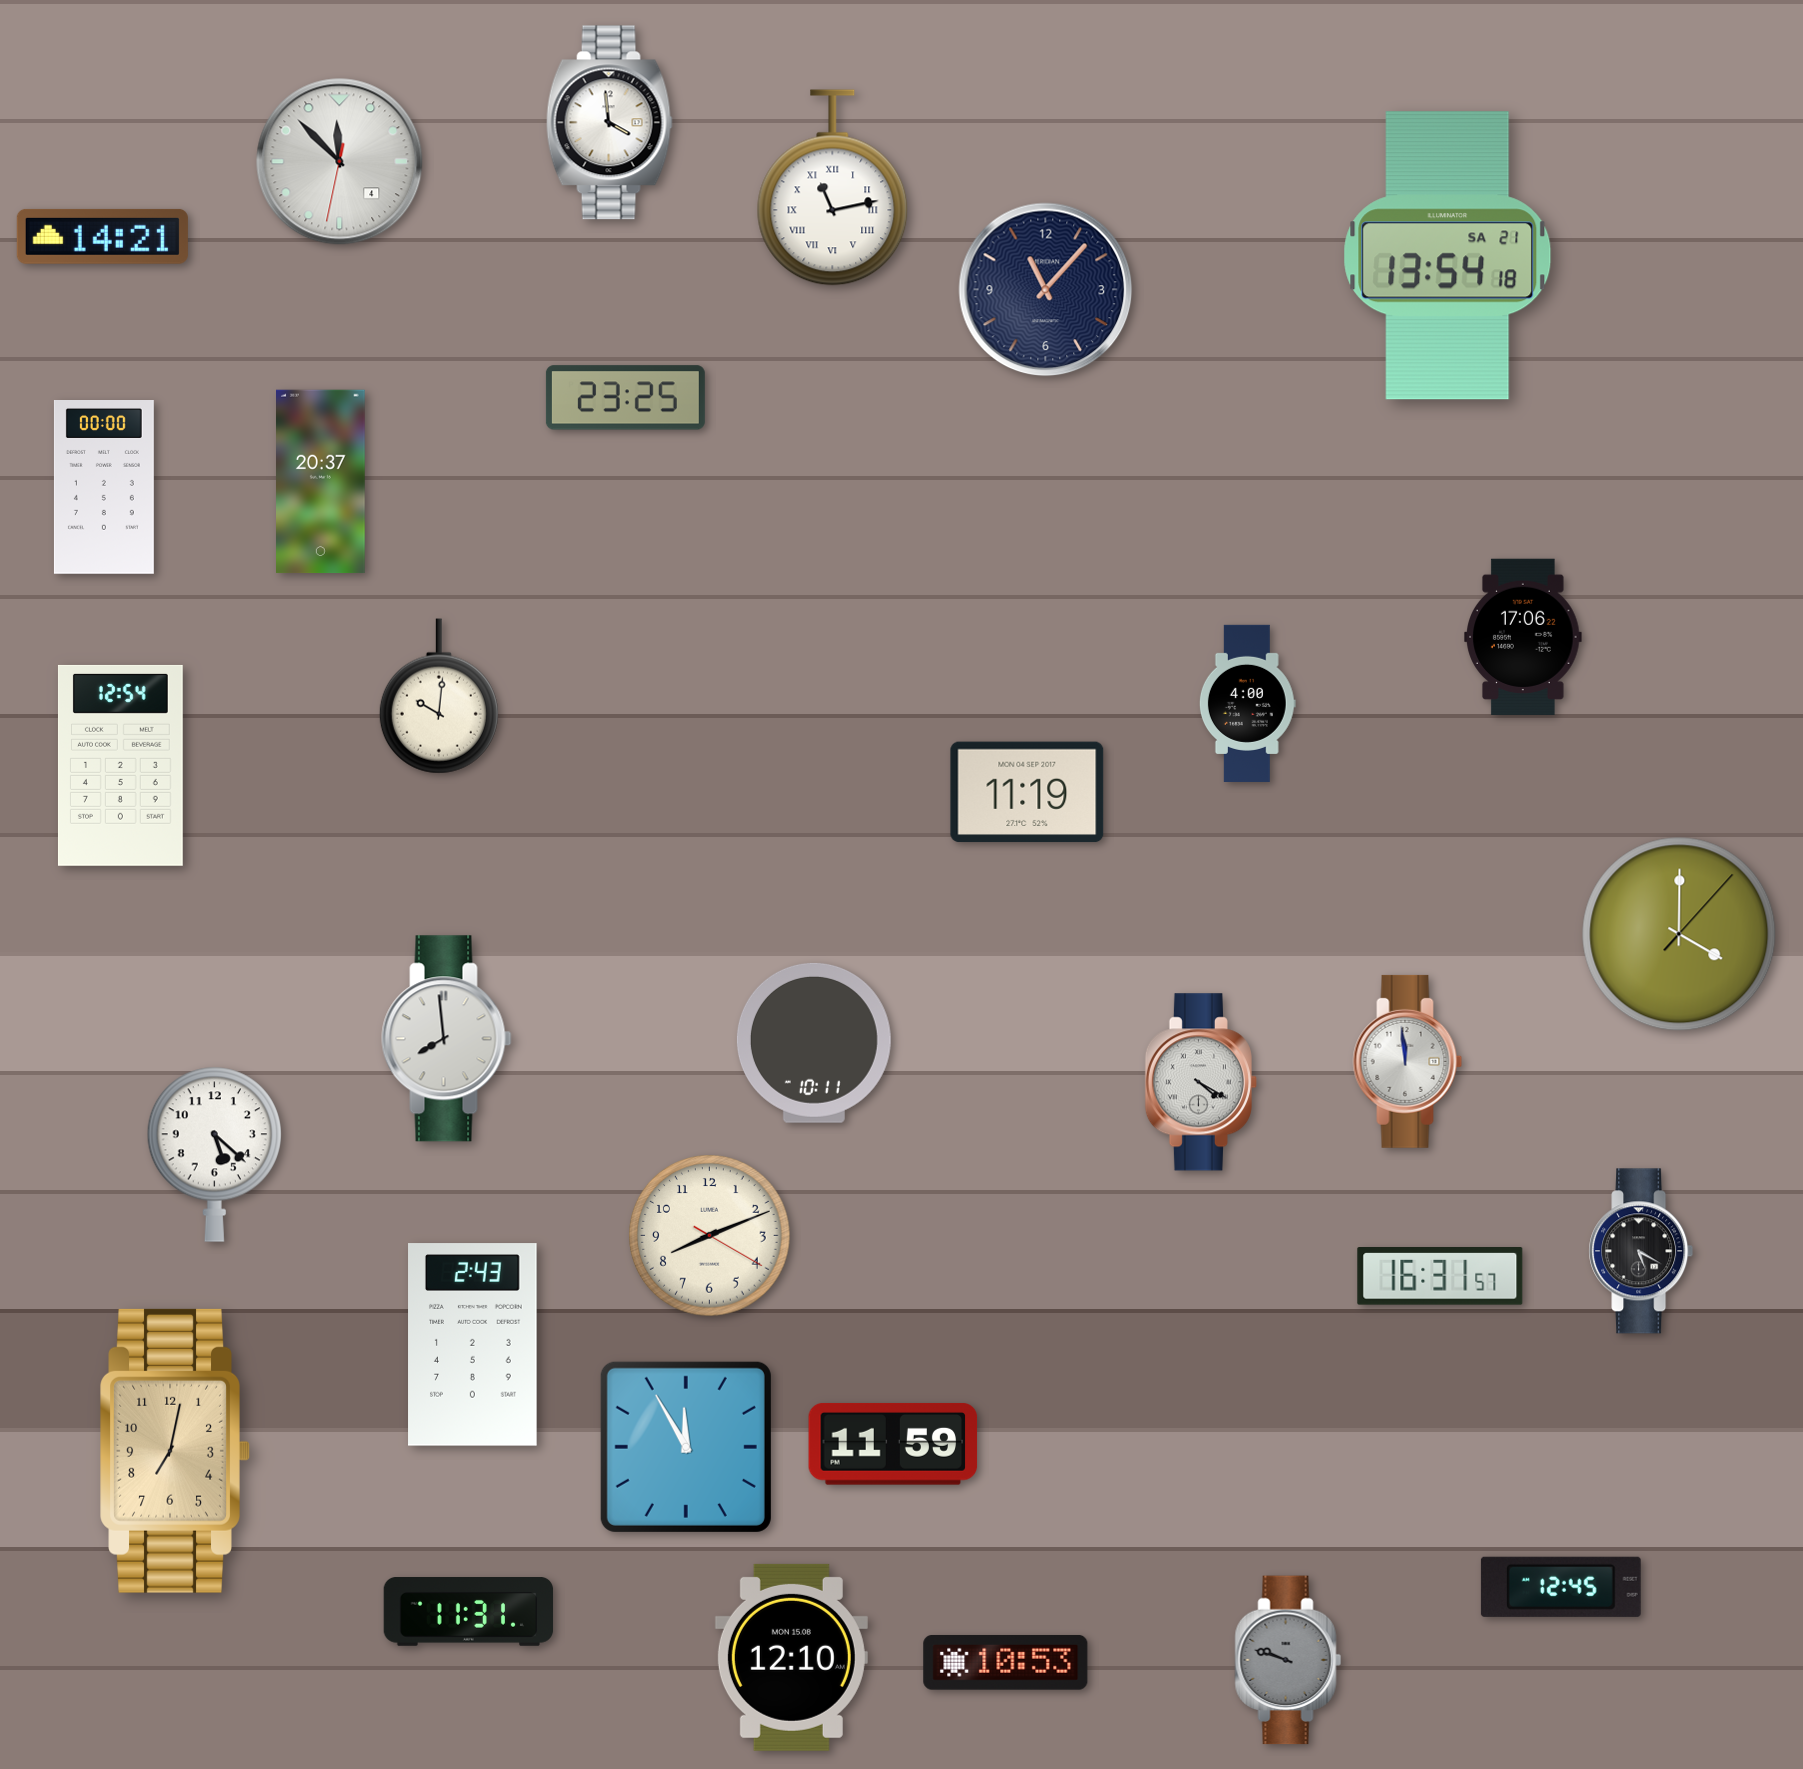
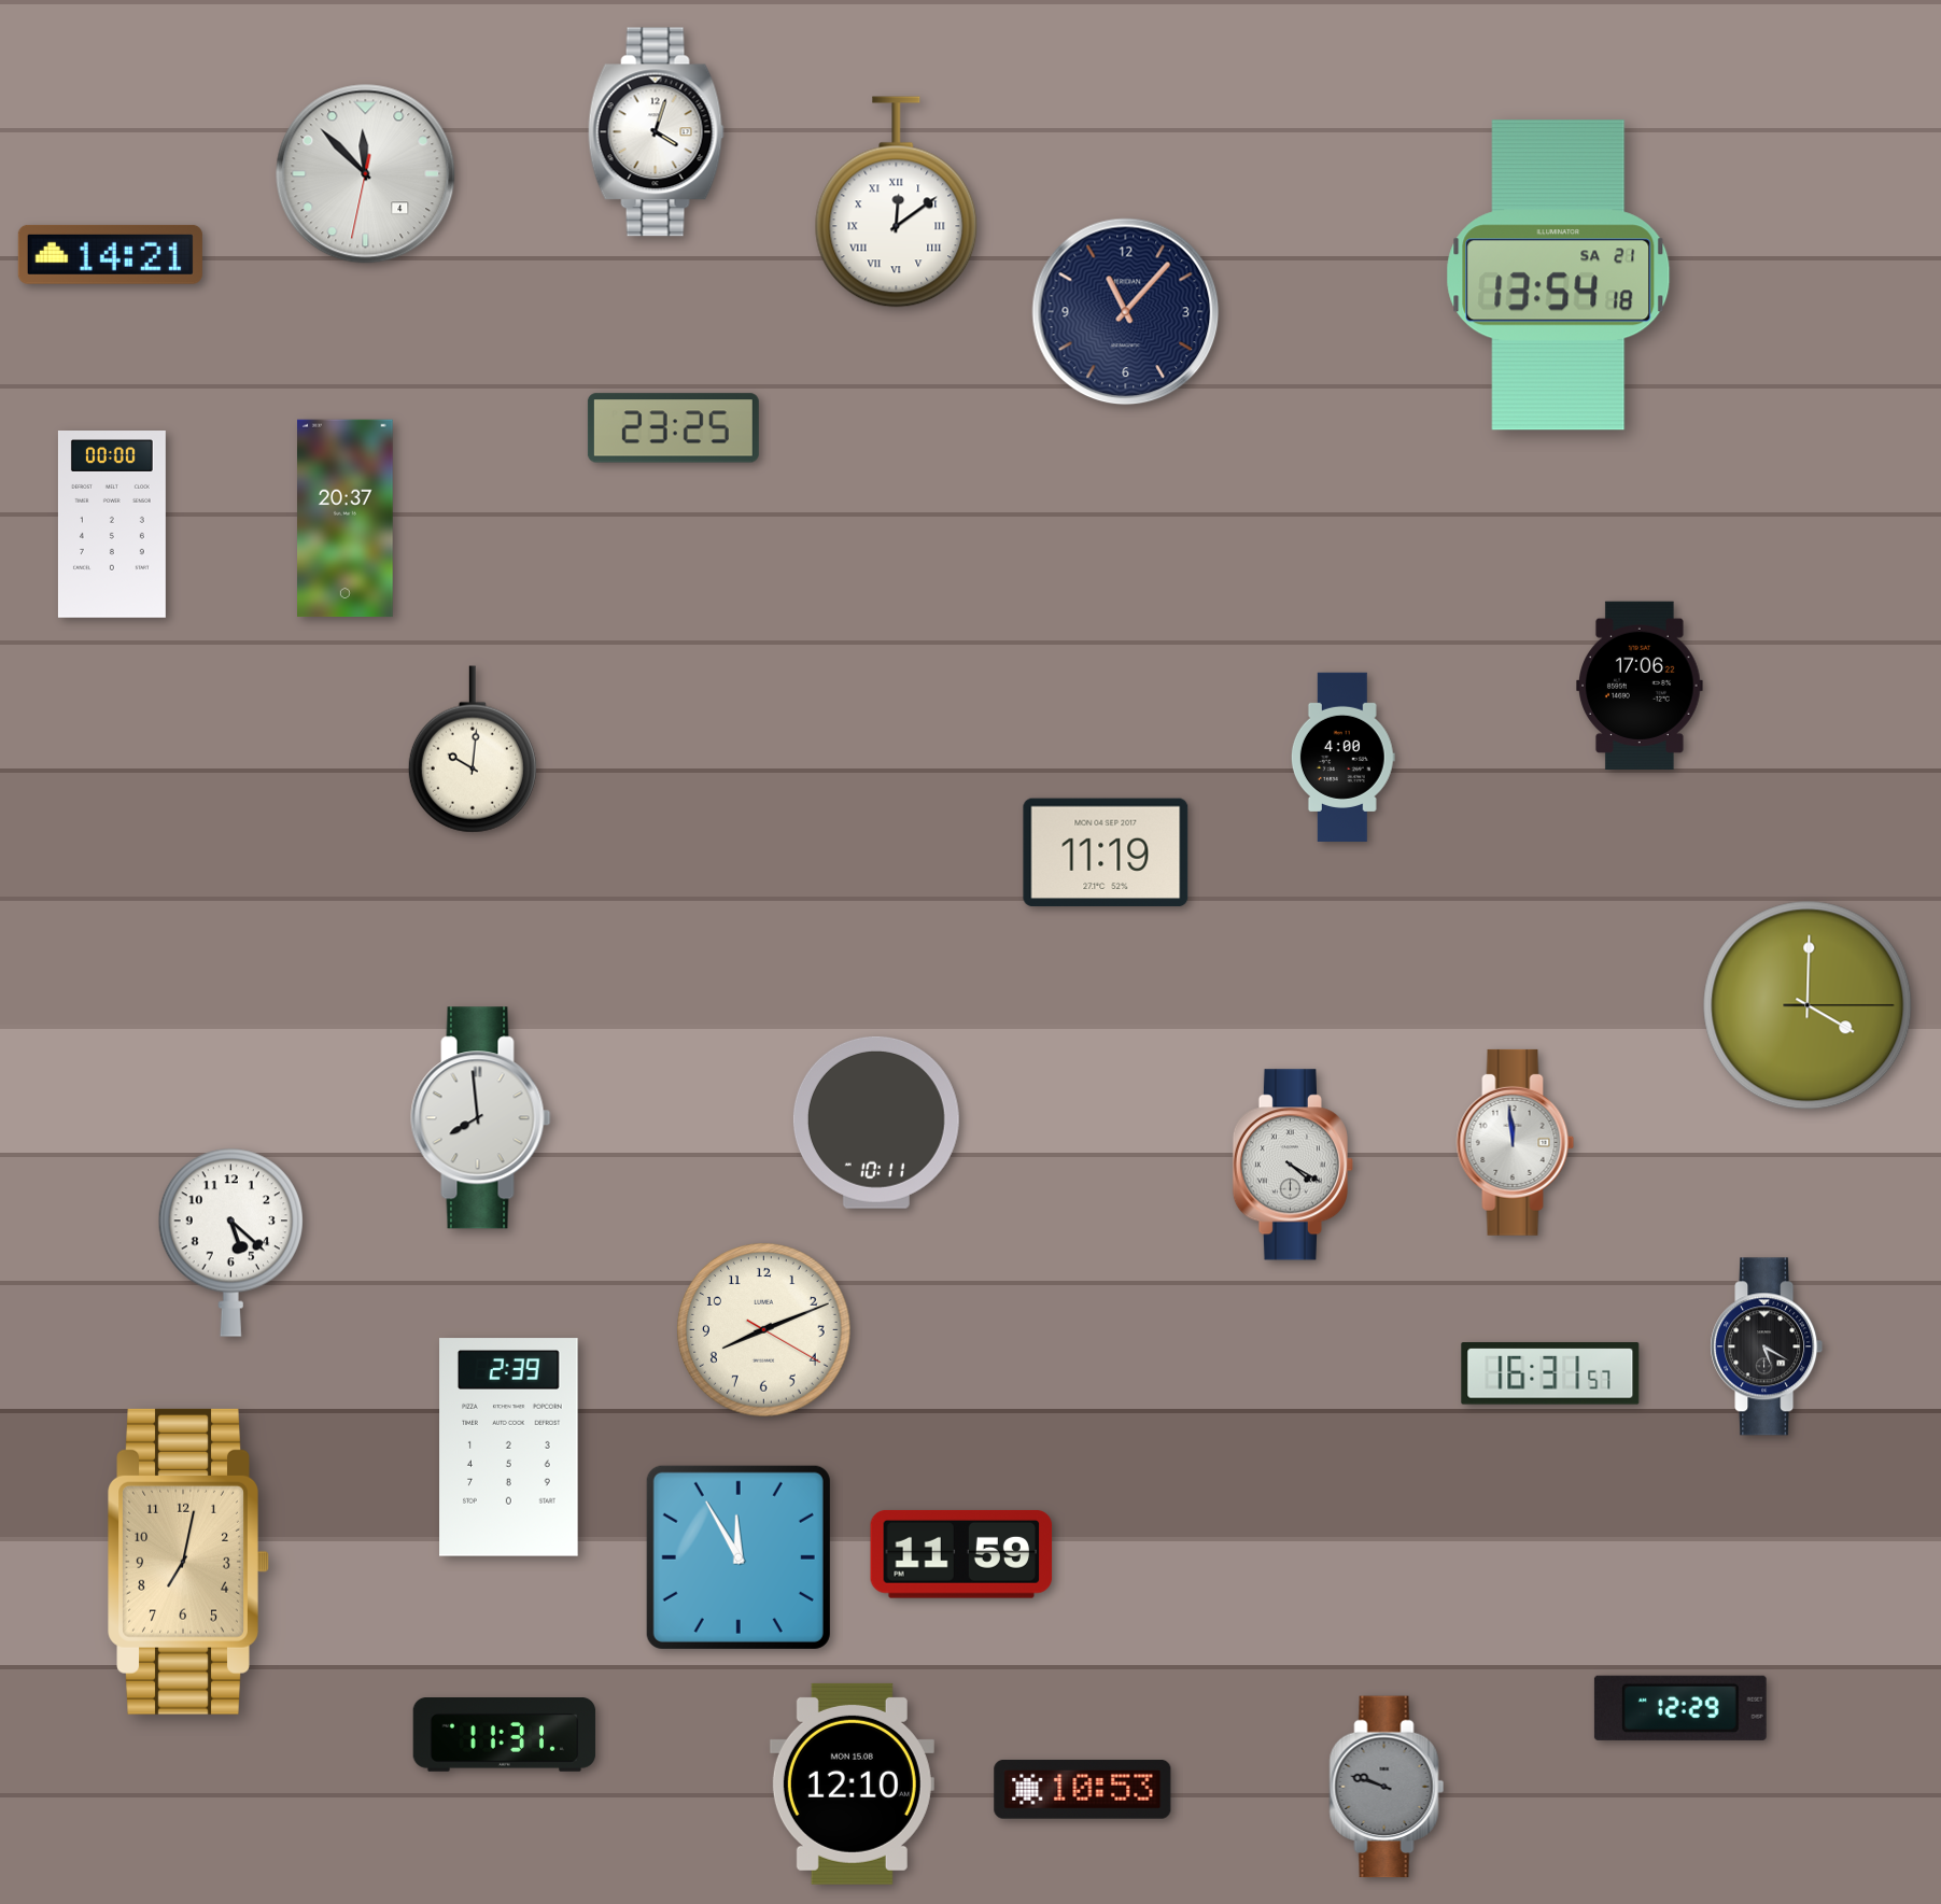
clock at (609, 123): 3:59 -> 4:03
clock at (833, 188): 11:13 -> 12:09
clock at (120, 765): 12:54 -> none
clock at (1679, 934): 4:00:07 -> 4:00:15
clock at (473, 1345): 2:43 -> 2:39
clock at (1561, 1587): 12:45 -> 12:29
